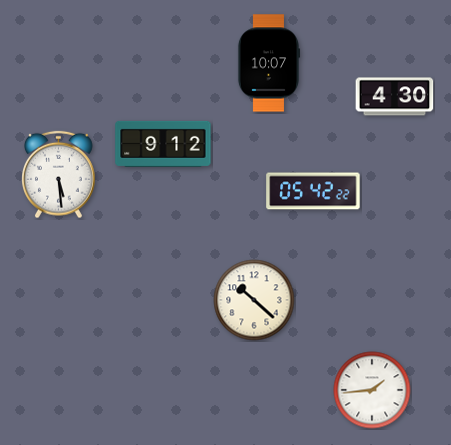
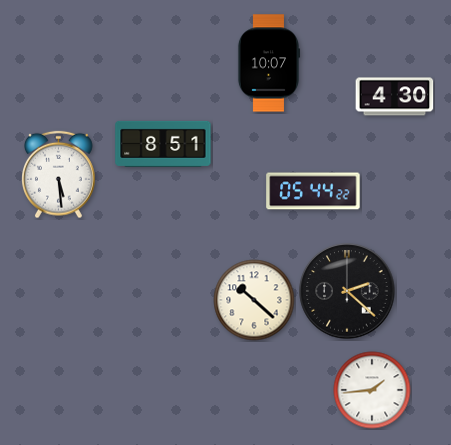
clock at (163, 144): 9:12 -> 8:51
clock at (313, 191): 05:42 -> 05:44
clock at (347, 291): none -> 2:22
